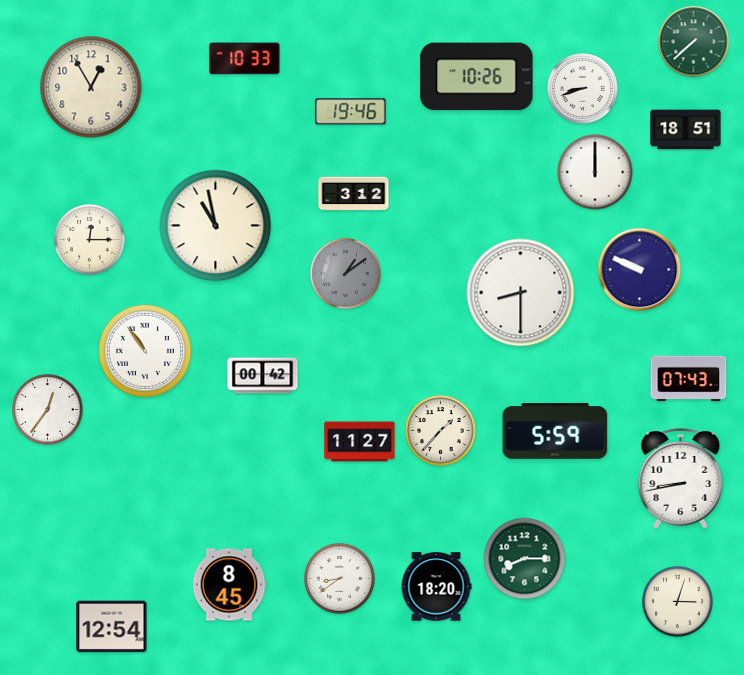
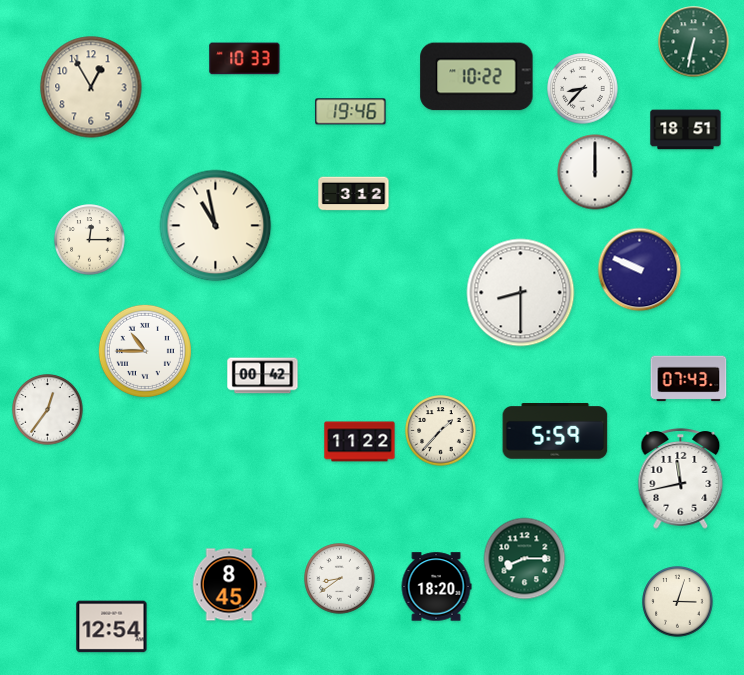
clock at (694, 42): 7:38 -> 6:32
clock at (477, 77): 10:26 -> 10:22
clock at (583, 89): 8:42 -> 8:37
clock at (346, 274): 1:09 -> none
clock at (145, 351): 10:54 -> 10:45
clock at (360, 442): 11:27 -> 11:22
clock at (681, 479): 8:43 -> 11:43
